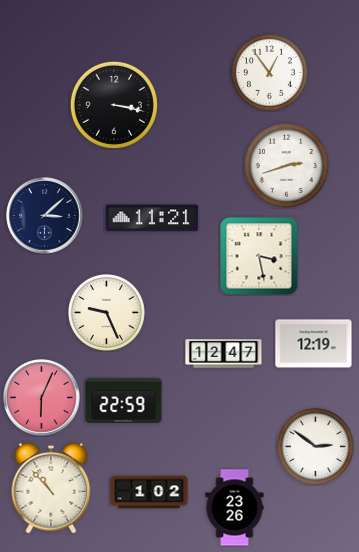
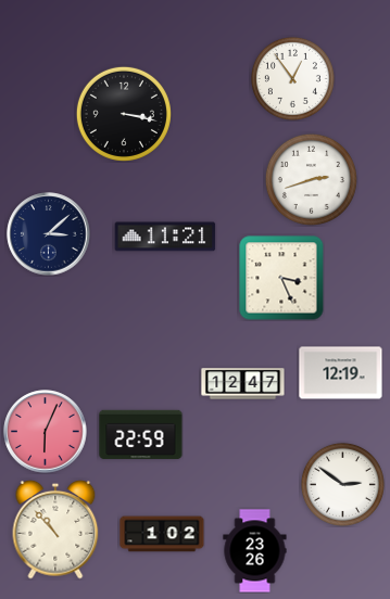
clock at (259, 256): 3:28 -> 3:26
clock at (106, 312): 9:26 -> none
clock at (124, 401) position: (124, 401) -> (141, 435)
